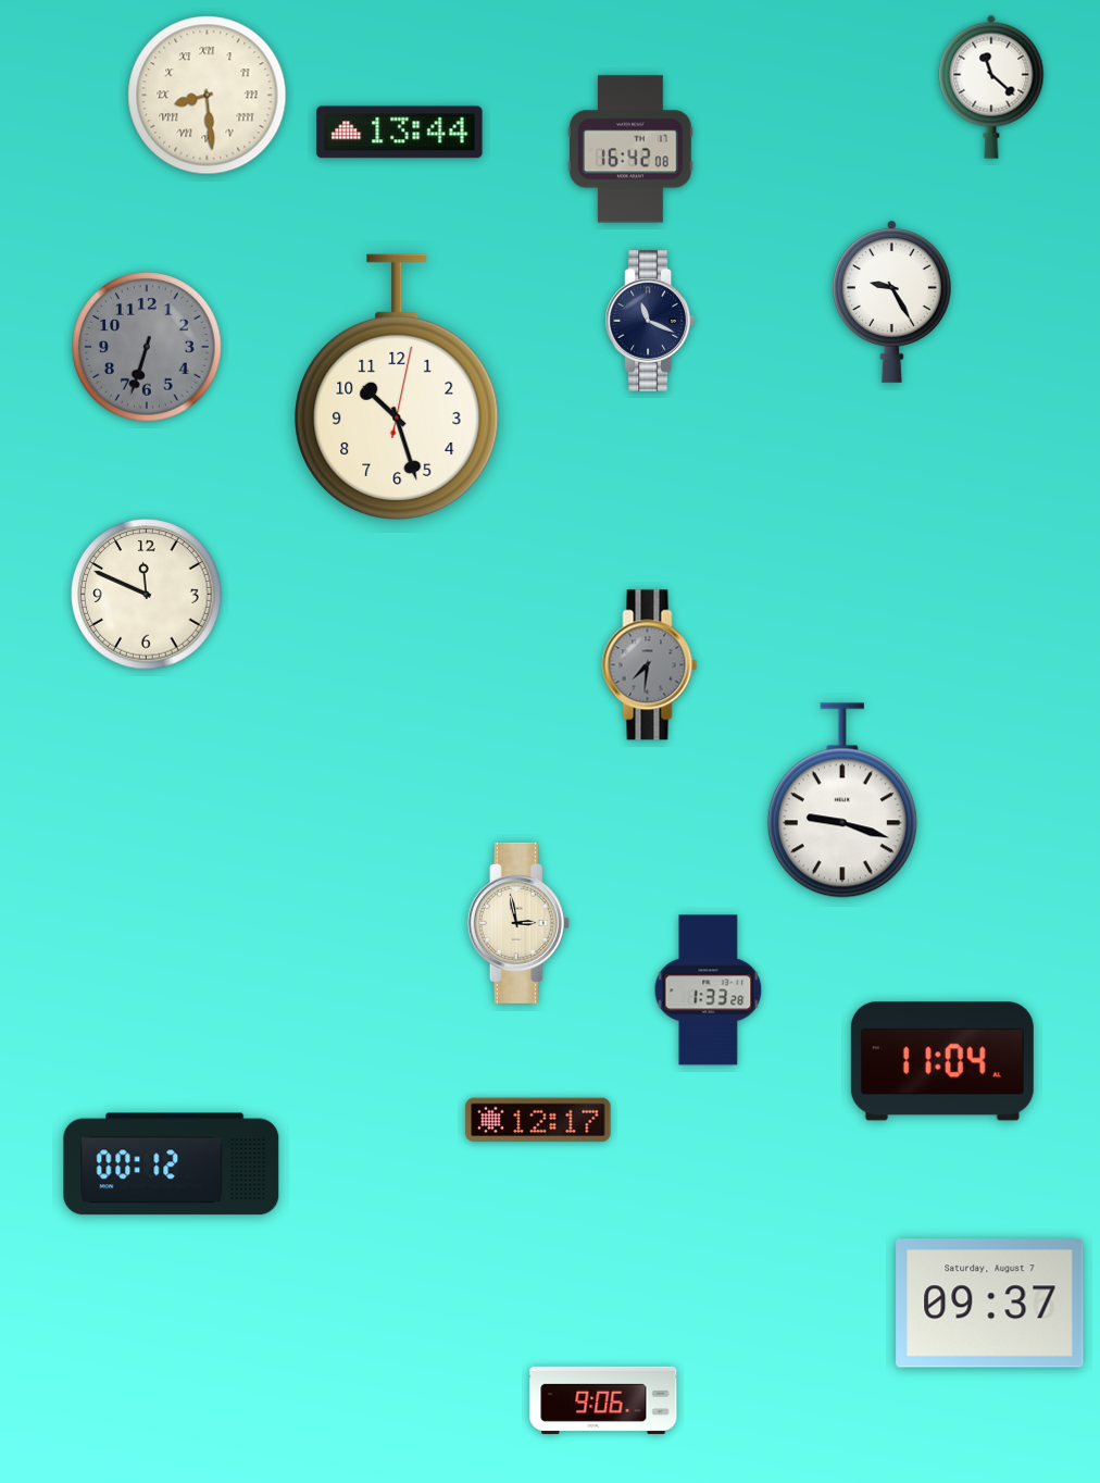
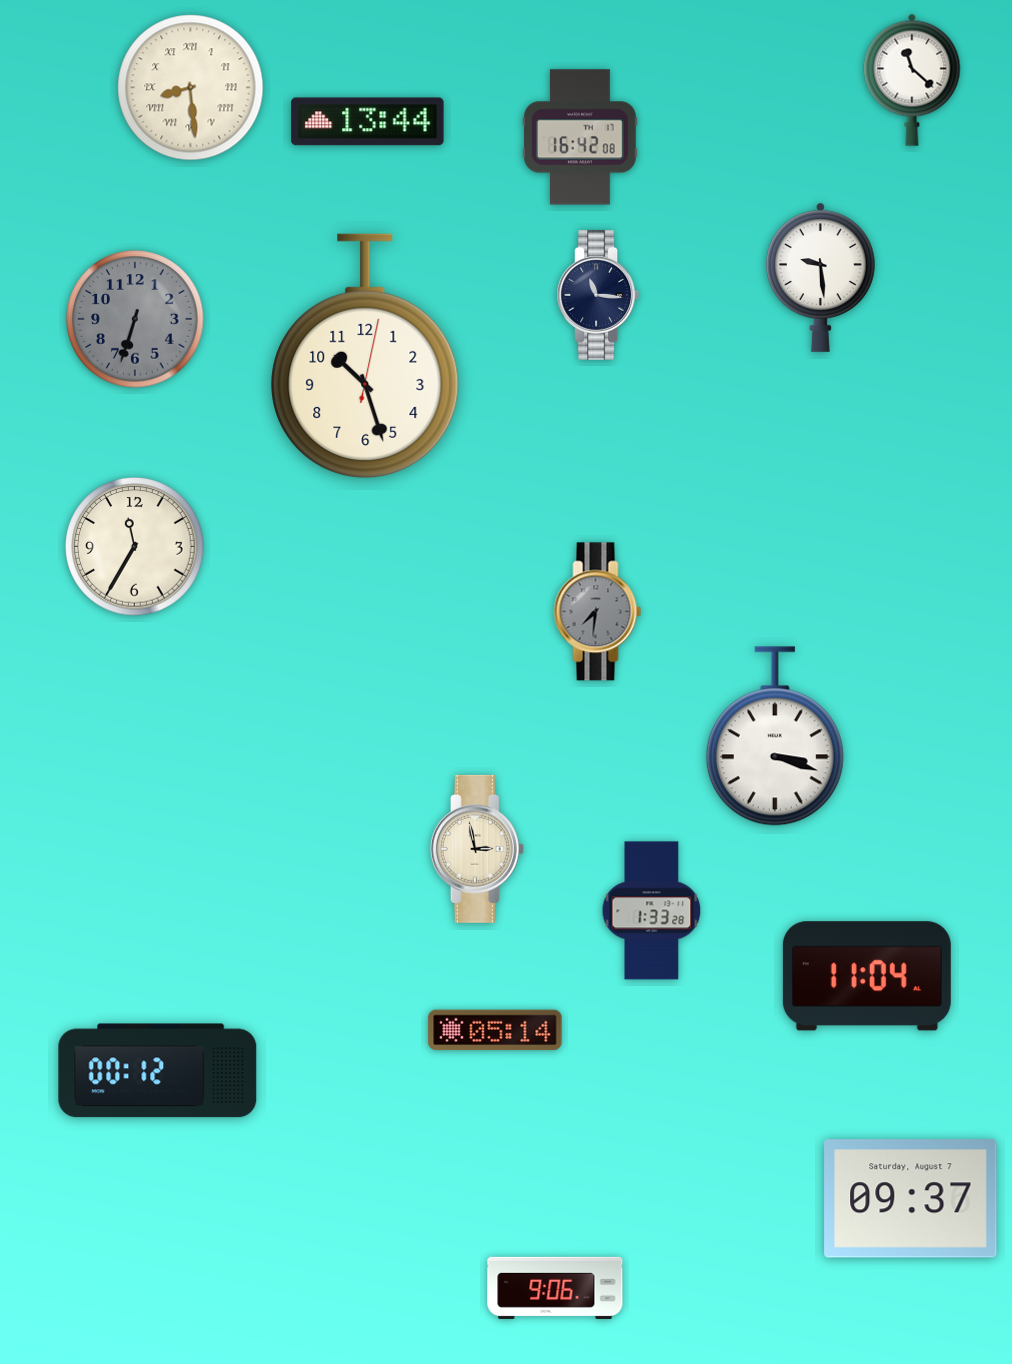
clock at (892, 301): 9:25 -> 9:29
clock at (650, 321): 11:19 -> 11:16
clock at (147, 595): 11:49 -> 11:35
clock at (842, 800): 9:18 -> 3:18
clock at (538, 1120): 12:17 -> 05:14
